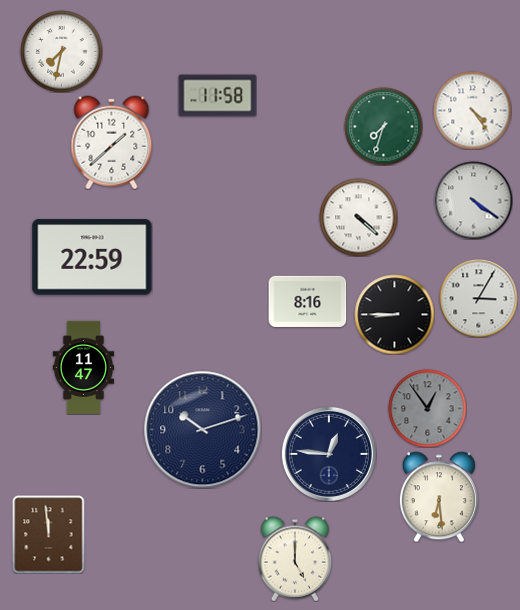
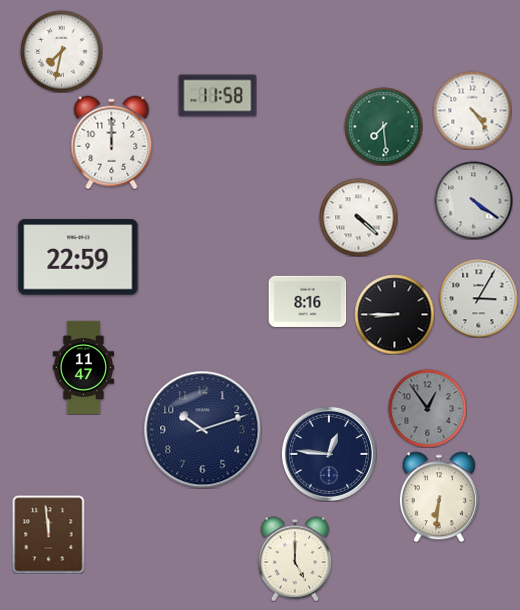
clock at (383, 126): 7:33 -> 7:29
clock at (112, 142): 1:38 -> 12:00
clock at (92, 257) position: (92, 257) -> (78, 257)
clock at (439, 497): 6:29 -> 6:31
